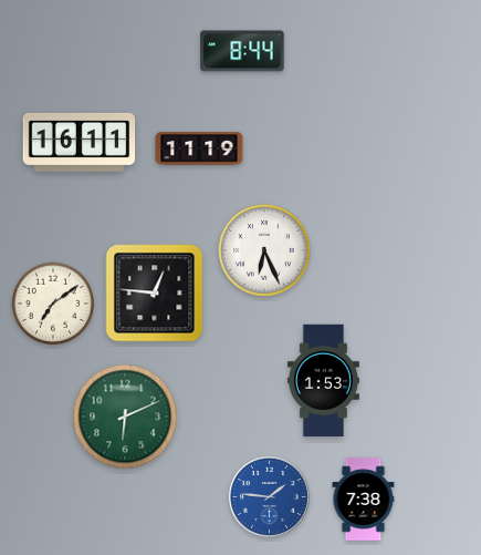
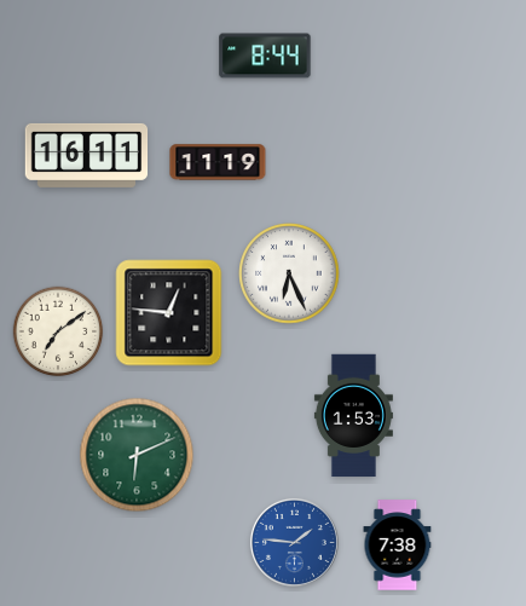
clock at (155, 294) position: (155, 294) -> (169, 313)
